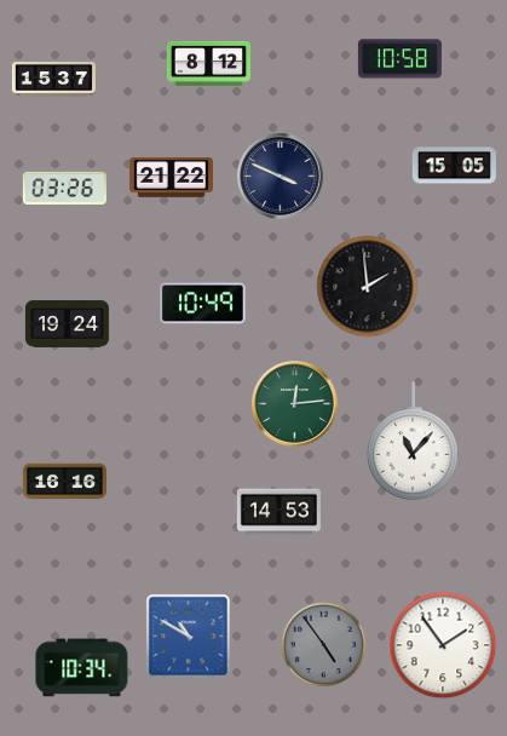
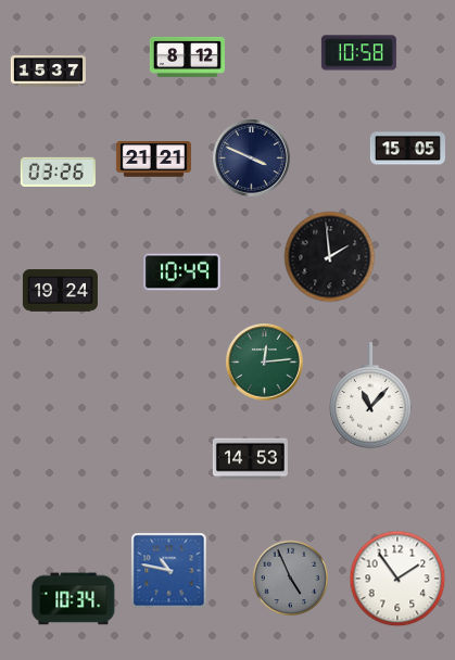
clock at (171, 178): 21:22 -> 21:21
clock at (64, 188) position: (64, 188) -> (58, 172)
clock at (64, 482): 16:16 -> none
clock at (189, 637): 10:50 -> 10:47
clock at (324, 645): 4:54 -> 4:56
